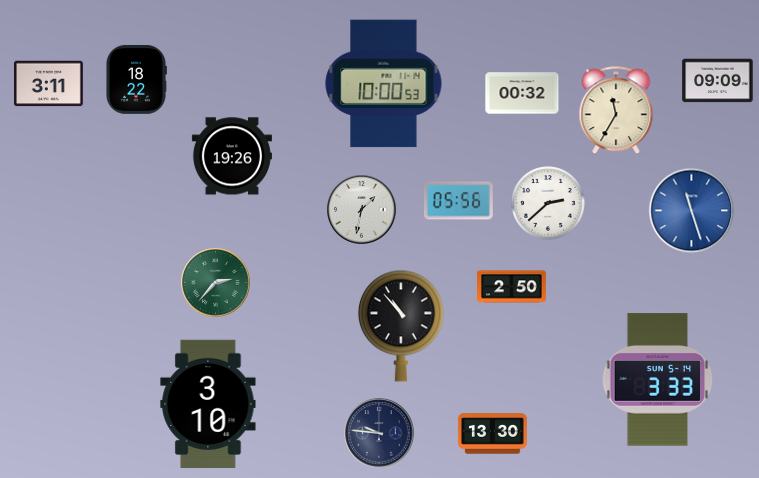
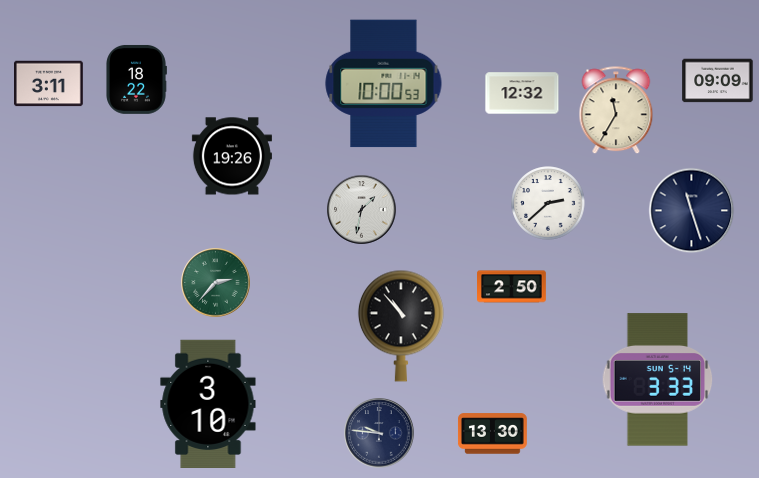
clock at (522, 93): 00:32 -> 12:32
clock at (458, 201): 05:56 -> none
clock at (692, 211) dial: blue -> navy
